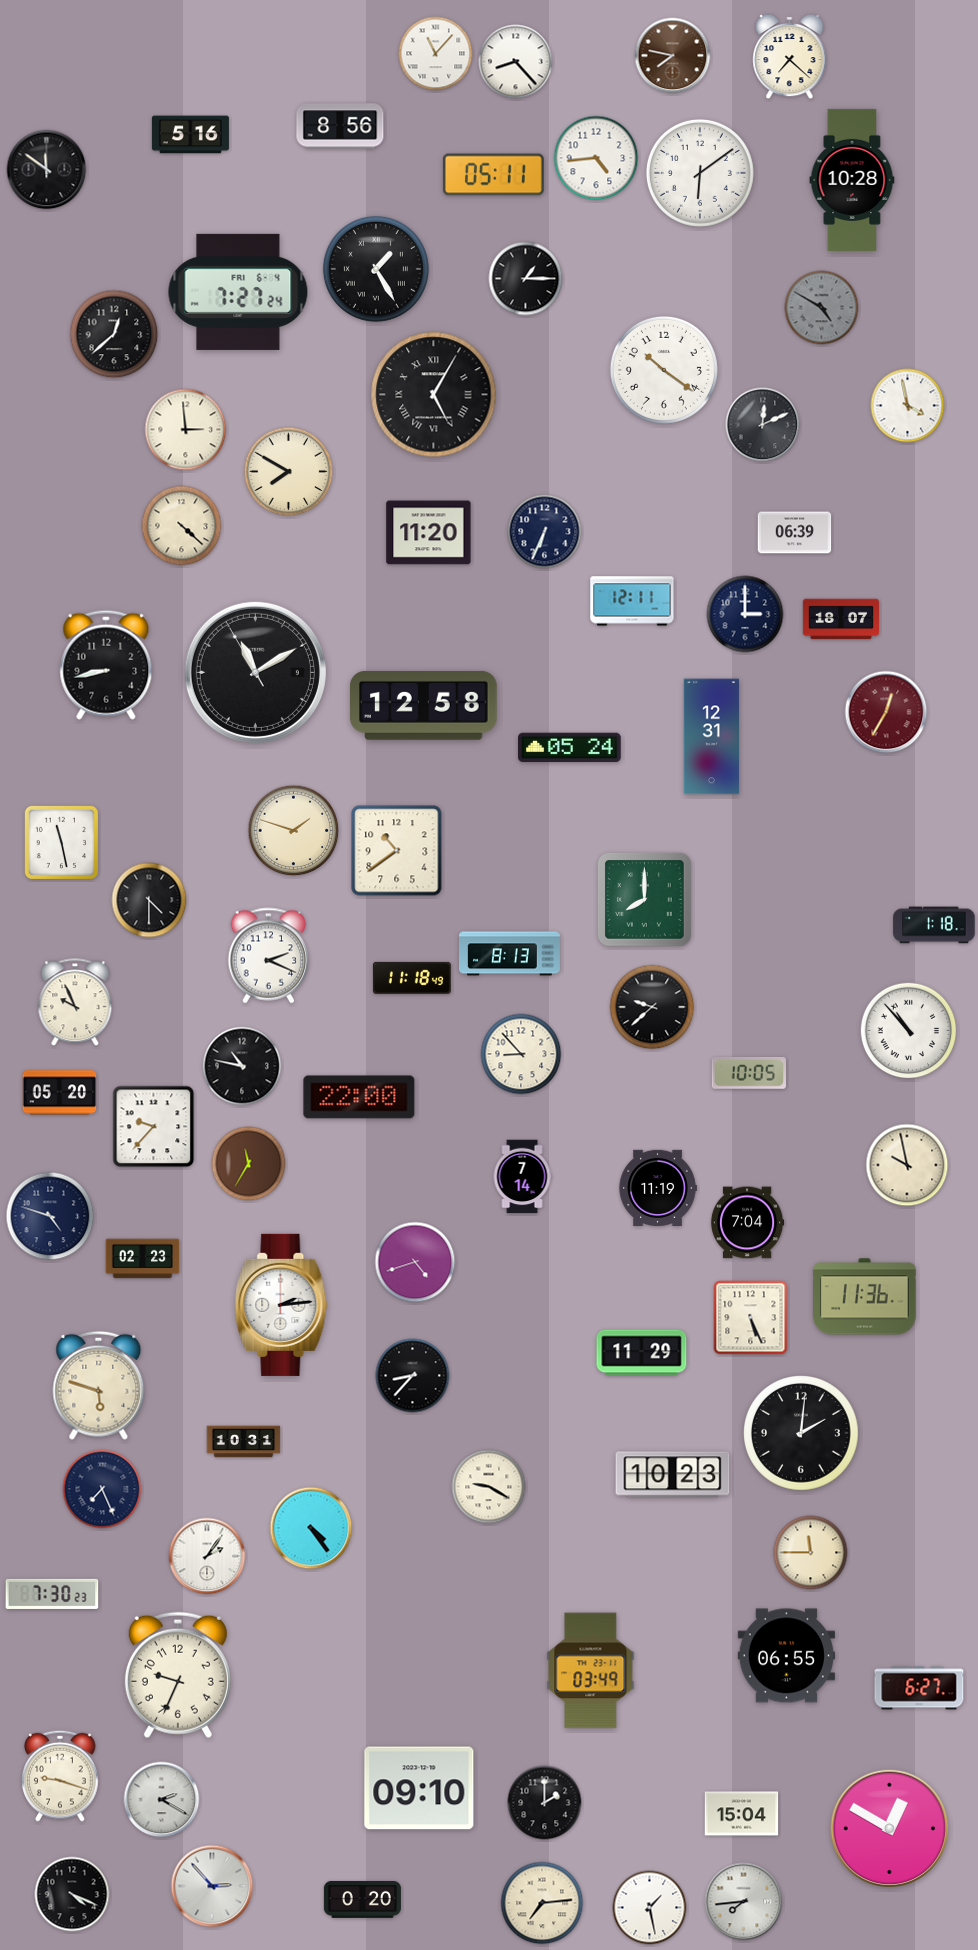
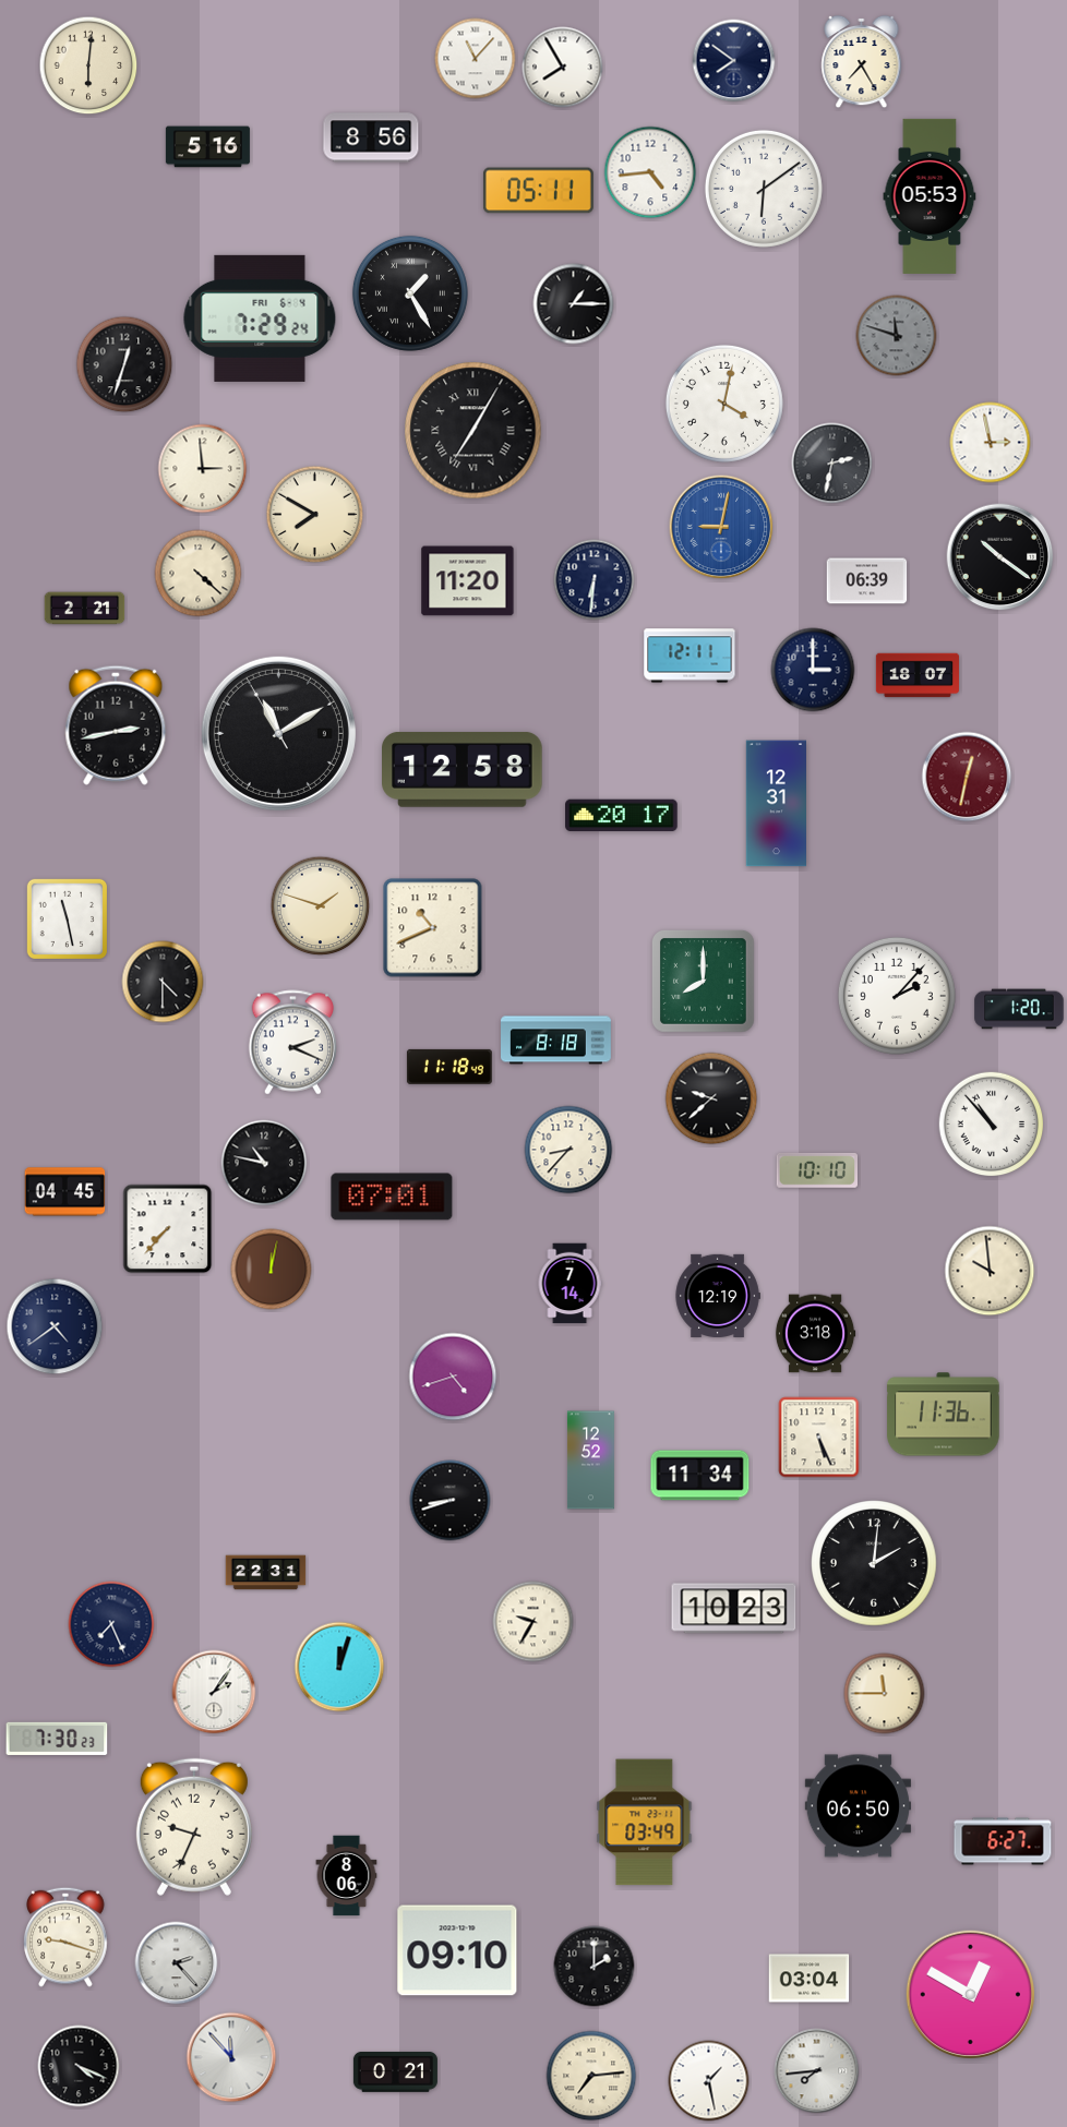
clock at (673, 56): 7:47 -> 7:51
clock at (673, 56) dial: brown -> navy
clock at (790, 57): 7:22 -> 7:25
clock at (88, 65): none -> 6:01
clock at (516, 62): 8:23 -> 7:55
clock at (47, 170): 11:51 -> none
clock at (852, 180): 10:28 -> 05:53
clock at (238, 292): 7:27 -> 7:29
clock at (822, 308): 4:50 -> 11:48
clock at (114, 334): 12:38 -> 12:33
clock at (664, 370): 10:21 -> 4:02
clock at (434, 395): 5:05 -> 7:05
clock at (908, 406): 3:58 -> 2:58
clock at (763, 425): 12:11 -> 2:32
clock at (721, 527): none -> 9:02
clock at (1000, 557): none -> 10:21
clock at (545, 532): 6:34 -> 6:31
clock at (85, 609): none -> 2:21
clock at (106, 665): 8:43 -> 2:43
clock at (886, 712): 12:35 -> 12:32
clock at (570, 748): 05:24 -> 20:17
clock at (397, 851): 10:39 -> 10:41
clock at (897, 996): none -> 2:07
clock at (934, 925): 1:18 -> 1:20
clock at (510, 954): 8:13 -> 8:18
clock at (75, 1003): 9:56 -> none
clock at (521, 1054): 8:53 -> 8:37
clock at (748, 1073): 10:05 -> 10:10
clock at (60, 1093): 05:20 -> 04:45
clock at (359, 1097): 22:00 -> 07:01
clock at (154, 1127): 9:37 -> 7:37
clock at (249, 1164): 11:35 -> 12:02
clock at (907, 1165): 9:58 -> 9:59
clock at (658, 1187): 11:19 -> 12:19
clock at (50, 1216): 4:48 -> 4:39
clock at (747, 1223): 7:04 -> 3:18
clock at (143, 1259): 02:23 -> none
clock at (281, 1305): 2:14 -> none
clock at (590, 1461): none -> 12:52
clock at (642, 1353): 11:29 -> 11:34
clock at (413, 1376): 8:37 -> 8:42
clock at (99, 1385): 5:48 -> none
clock at (244, 1442): 10:31 -> 22:31
clock at (489, 1487): 9:20 -> 9:35
clock at (311, 1528): 4:24 -> 12:03
clock at (207, 1556) position: (207, 1556) -> (214, 1692)
clock at (786, 1656): 06:55 -> 06:50
clock at (347, 1876): none -> 8:06
clock at (162, 1800): 2:20 -> 2:23
clock at (742, 1814): 15:04 -> 03:04
clock at (212, 1886): 2:53 -> 11:53
clock at (362, 1899): 0:20 -> 0:21
clock at (744, 1902) position: (744, 1902) -> (817, 2071)
